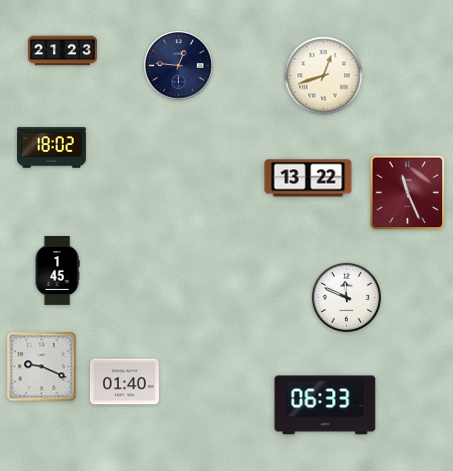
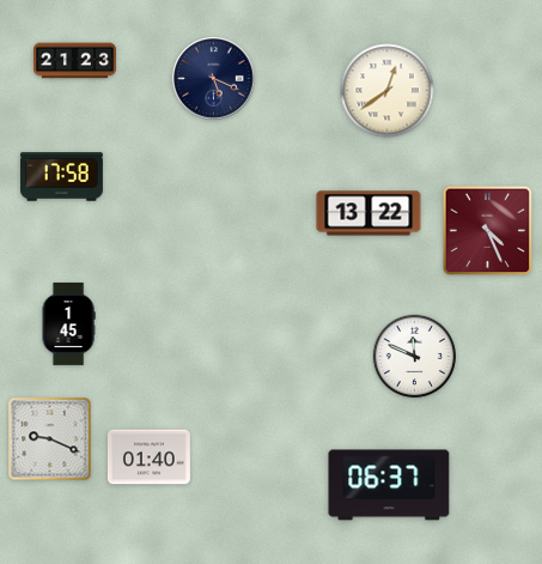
clock at (179, 66): 12:46 -> 5:19
clock at (324, 76): 12:42 -> 12:39
clock at (51, 148): 18:02 -> 17:58
clock at (408, 193): 11:26 -> 4:26
clock at (325, 405): 06:33 -> 06:37
